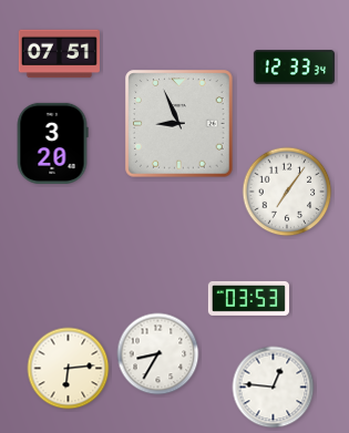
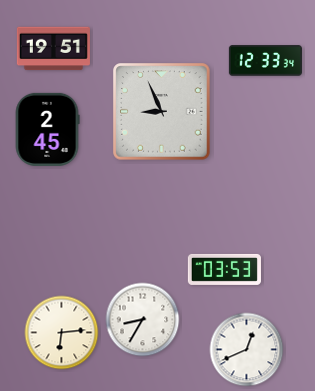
clock at (59, 54): 07:51 -> 19:51
clock at (52, 143): 3:20 -> 2:45
clock at (287, 192): 7:06 -> none
clock at (274, 388): 12:46 -> 12:41
